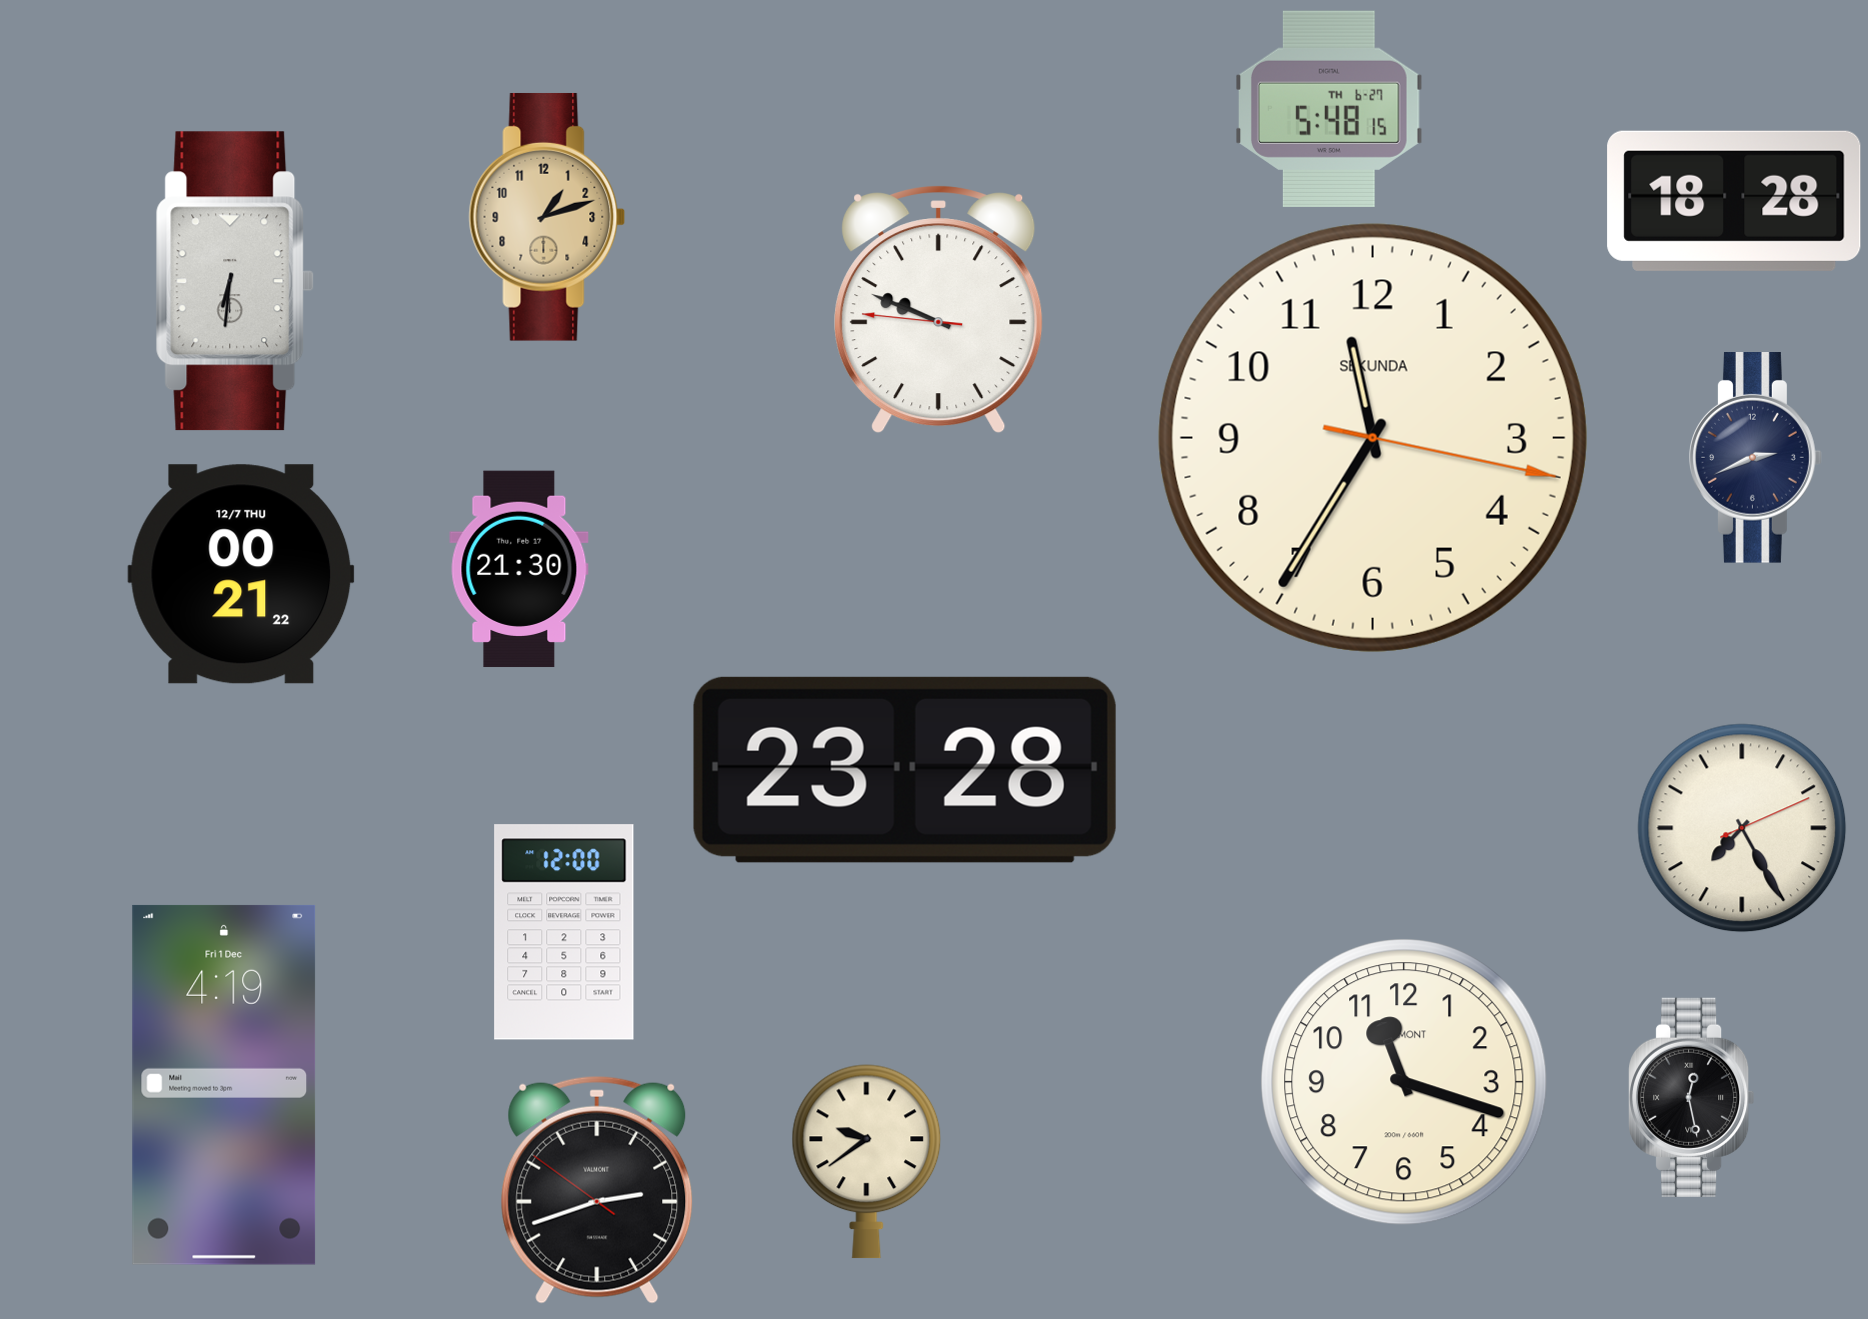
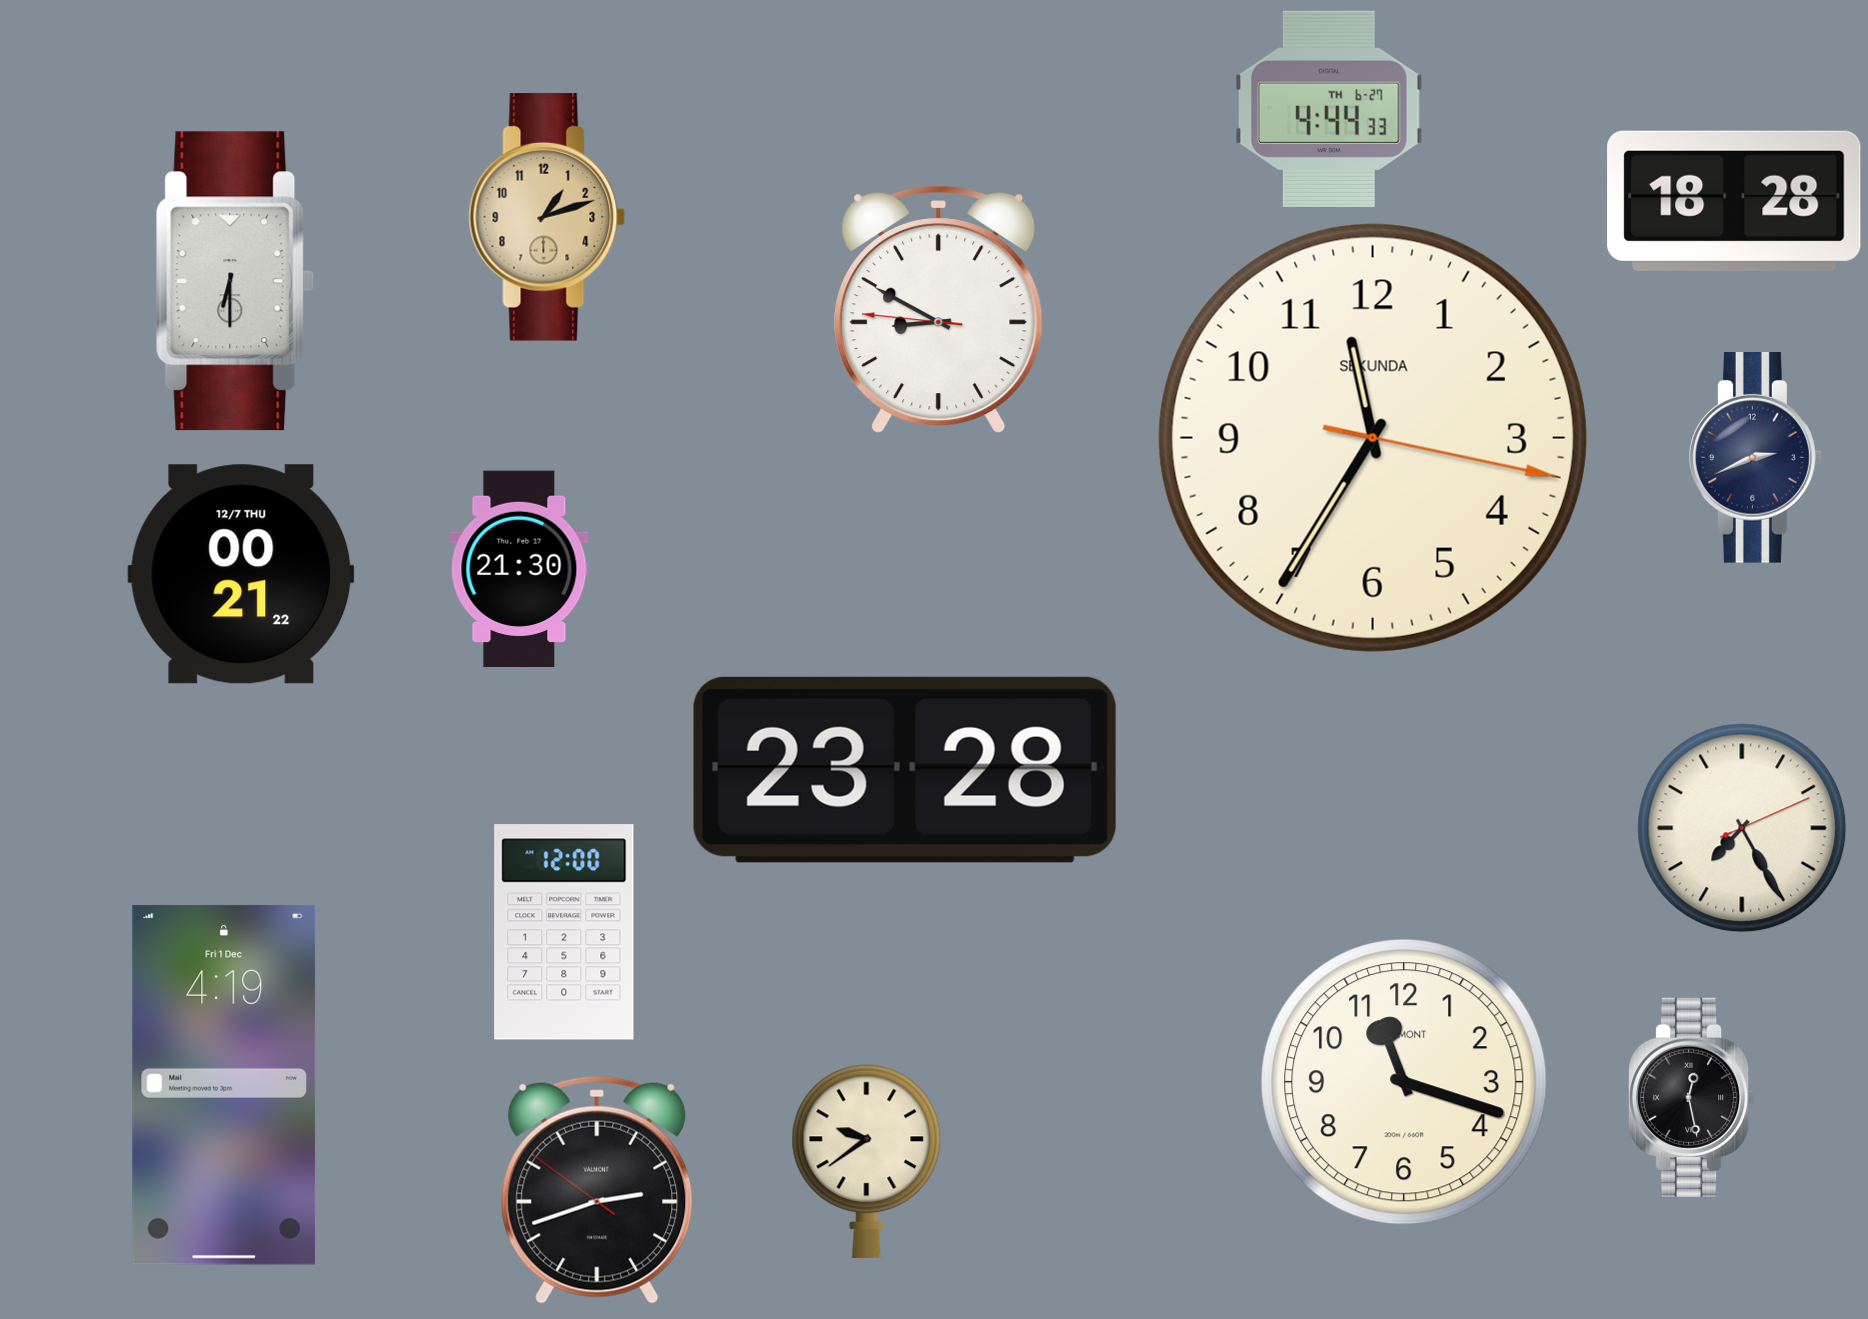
clock at (1330, 109): 5:48 -> 4:44
clock at (235, 281): 6:31 -> 6:30
clock at (939, 310): 9:48 -> 8:49
